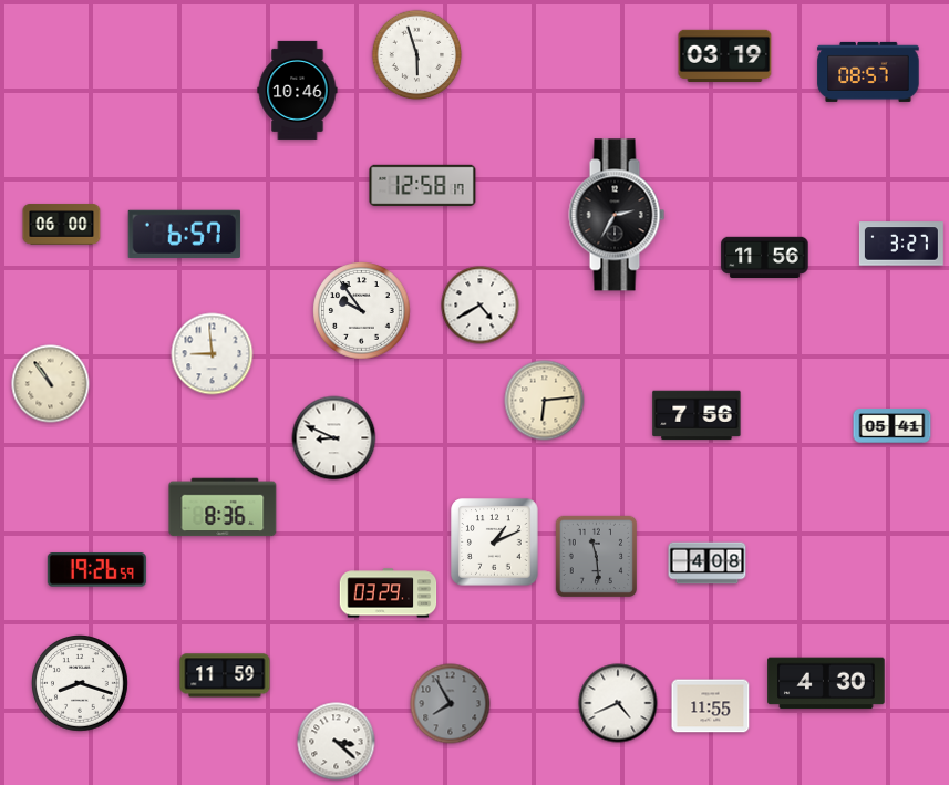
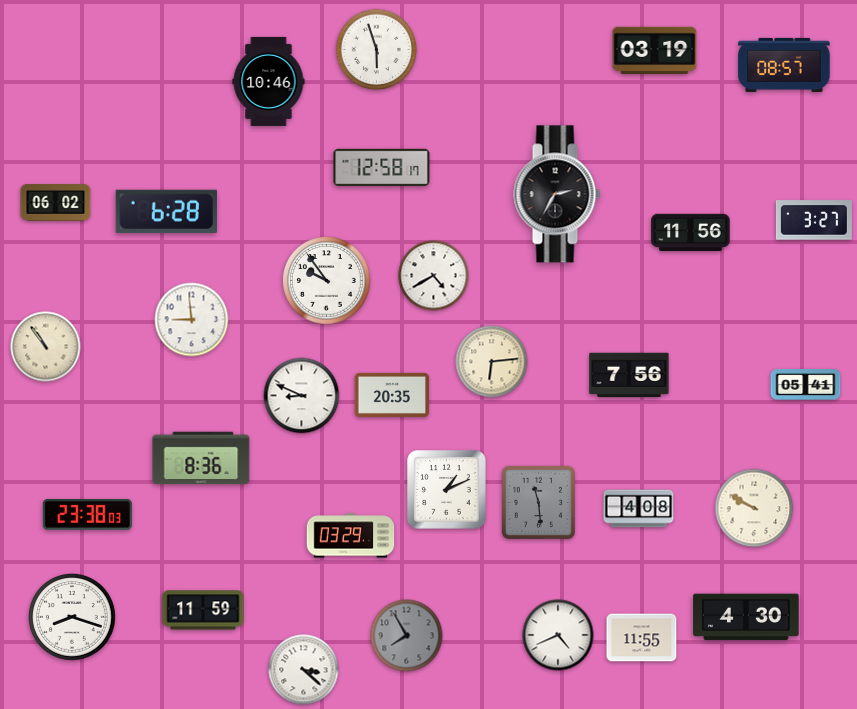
clock at (62, 225): 06:00 -> 06:02
clock at (184, 234): 6:57 -> 6:28
clock at (391, 395): none -> 20:35
clock at (754, 508): none -> 9:50
clock at (96, 570): 19:26 -> 23:38
